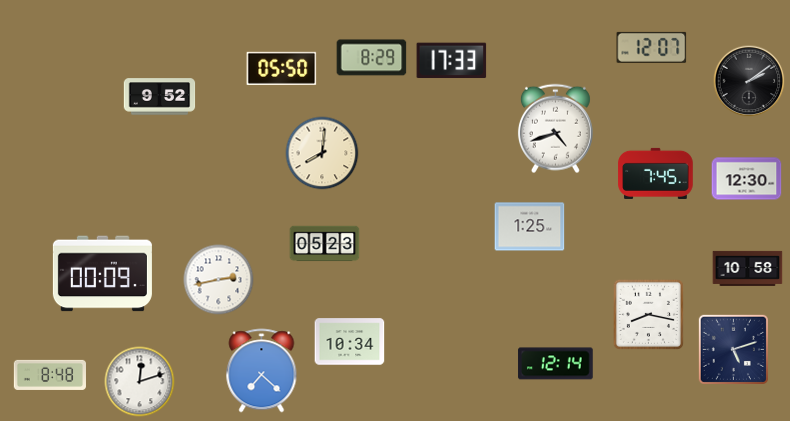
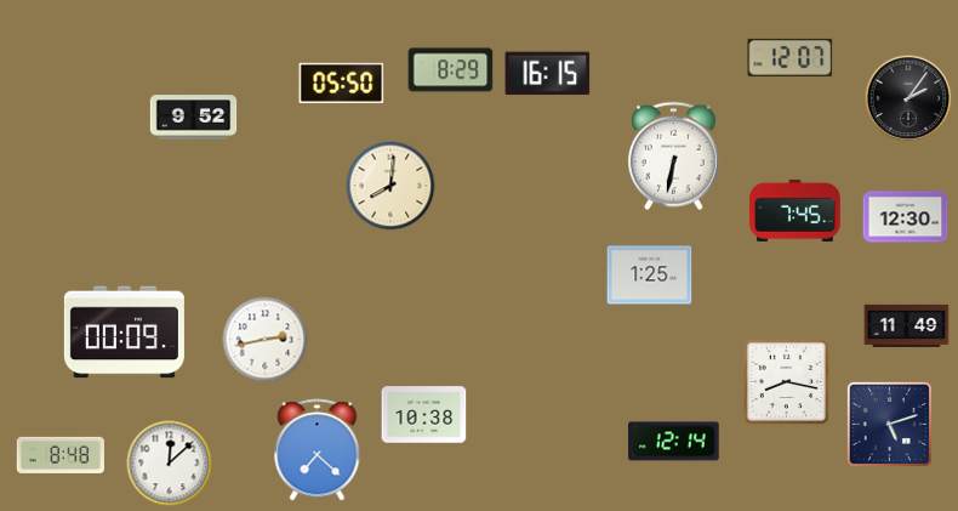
clock at (452, 61): 17:33 -> 16:15
clock at (749, 81): 2:09 -> 2:06
clock at (555, 129): 4:42 -> 6:32
clock at (530, 227) position: (530, 227) -> (650, 276)
clock at (325, 244): 05:23 -> none
clock at (748, 268): 10:58 -> 11:49
clock at (350, 342): 10:34 -> 10:38
clock at (140, 382): 12:12 -> 12:08
